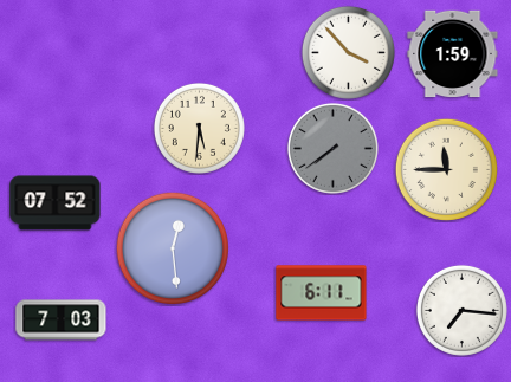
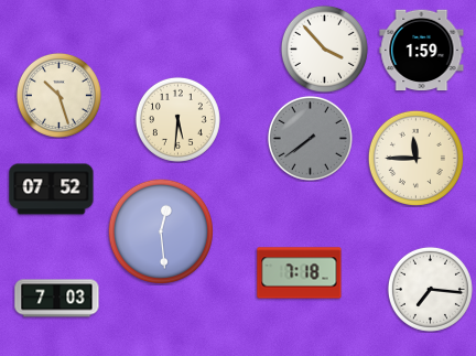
clock at (58, 95): none -> 10:27
clock at (199, 128) position: (199, 128) -> (177, 119)
clock at (322, 293): 6:11 -> 7:18
